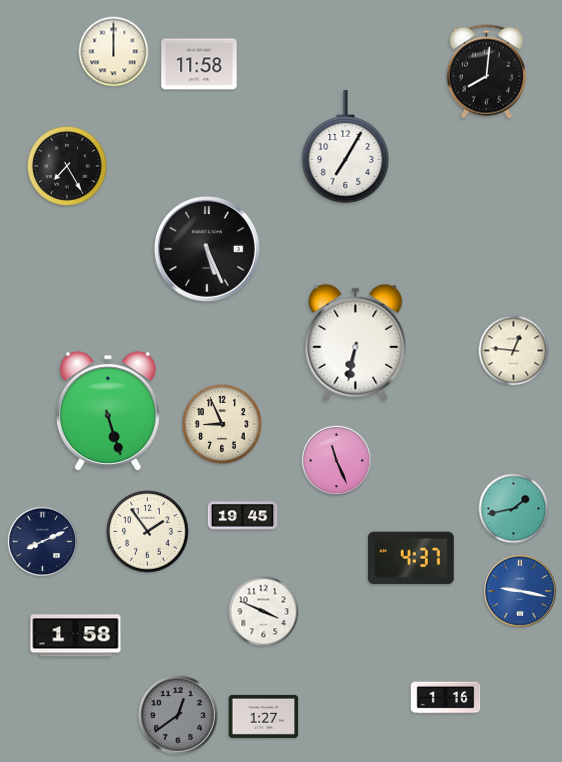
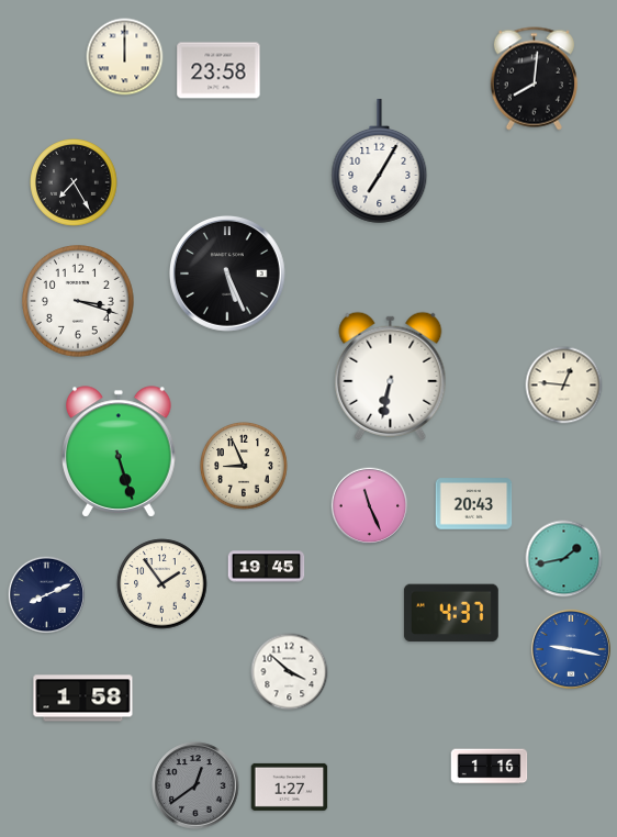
clock at (199, 64): 11:58 -> 23:58
clock at (79, 302): none -> 3:18
clock at (474, 504): none -> 20:43
clock at (264, 612): 3:49 -> 3:52
